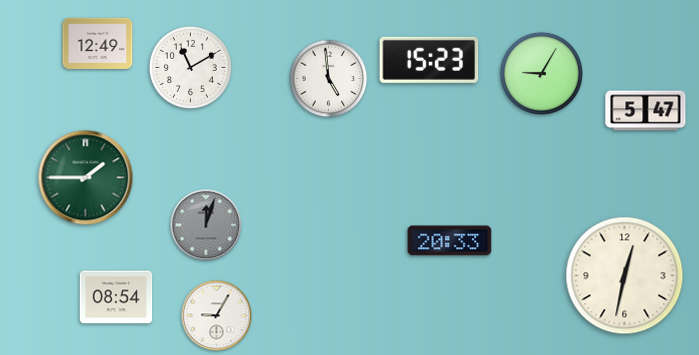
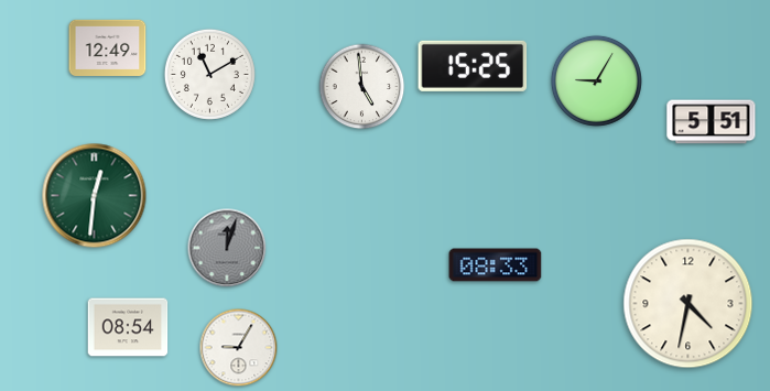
clock at (429, 60): 15:23 -> 15:25
clock at (646, 111): 5:47 -> 5:51
clock at (86, 178): 1:45 -> 12:31
clock at (450, 241): 20:33 -> 08:33
clock at (625, 276): 12:32 -> 4:32
